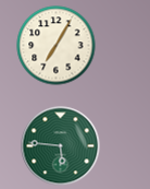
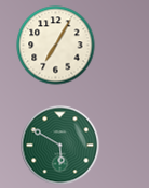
clock at (61, 146): 5:46 -> 5:50
